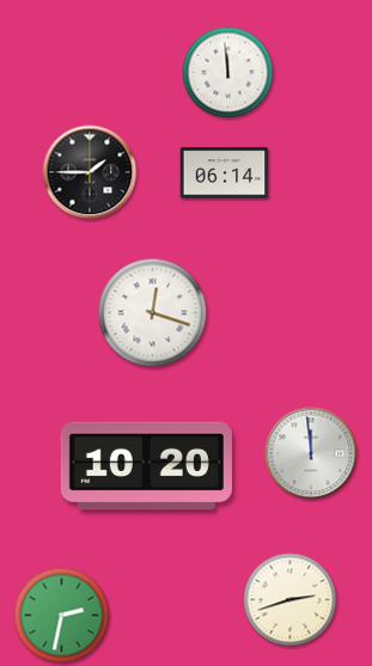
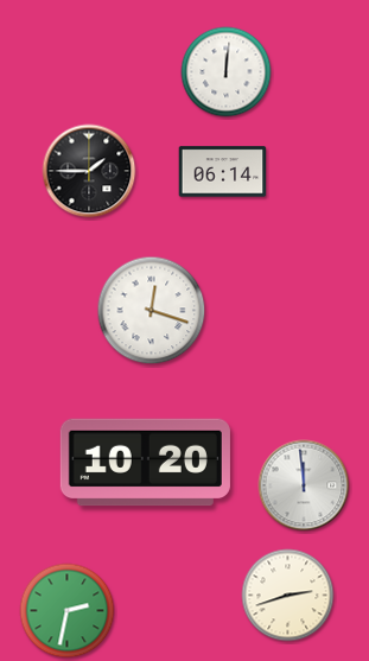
clock at (228, 73): 11:59 -> 12:01
clock at (311, 453) position: (311, 453) -> (304, 485)
clock at (62, 616) position: (62, 616) -> (68, 611)
